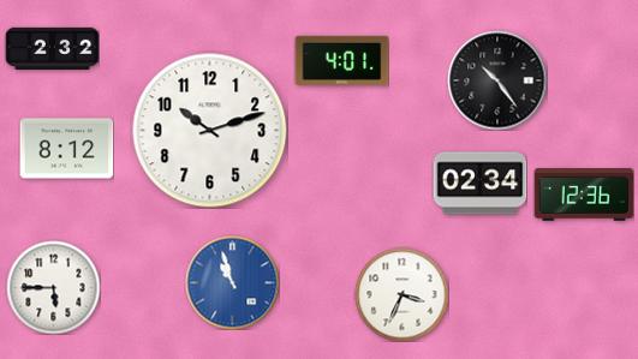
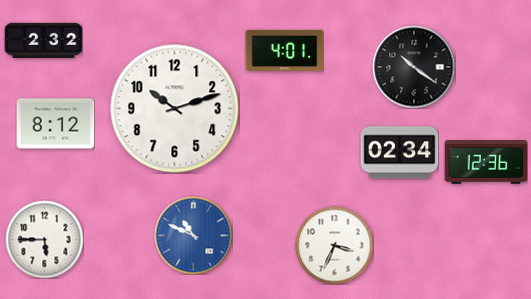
clock at (497, 80): 10:24 -> 10:21
clock at (232, 282): 10:57 -> 10:49
